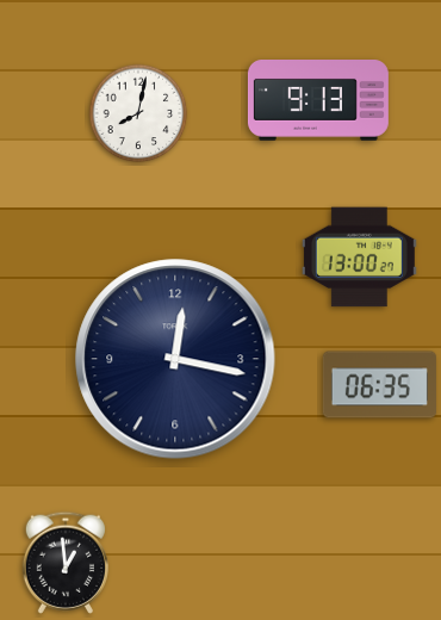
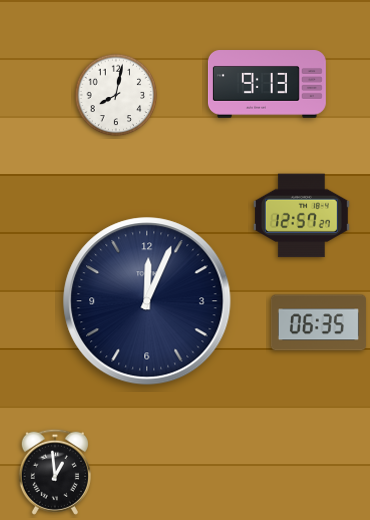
clock at (359, 258): 13:00 -> 12:57
clock at (175, 359): 12:17 -> 12:04
